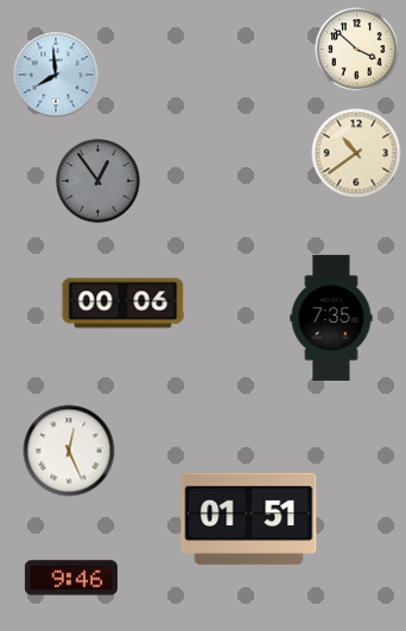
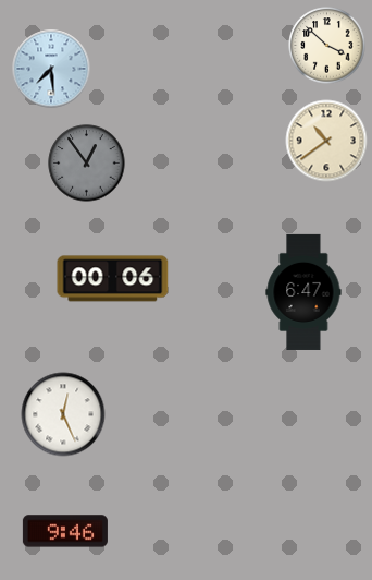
clock at (56, 75): 7:59 -> 7:29
clock at (99, 181) position: (99, 181) -> (87, 164)
clock at (331, 318): 7:35 -> 6:47
clock at (249, 520): 01:51 -> none
